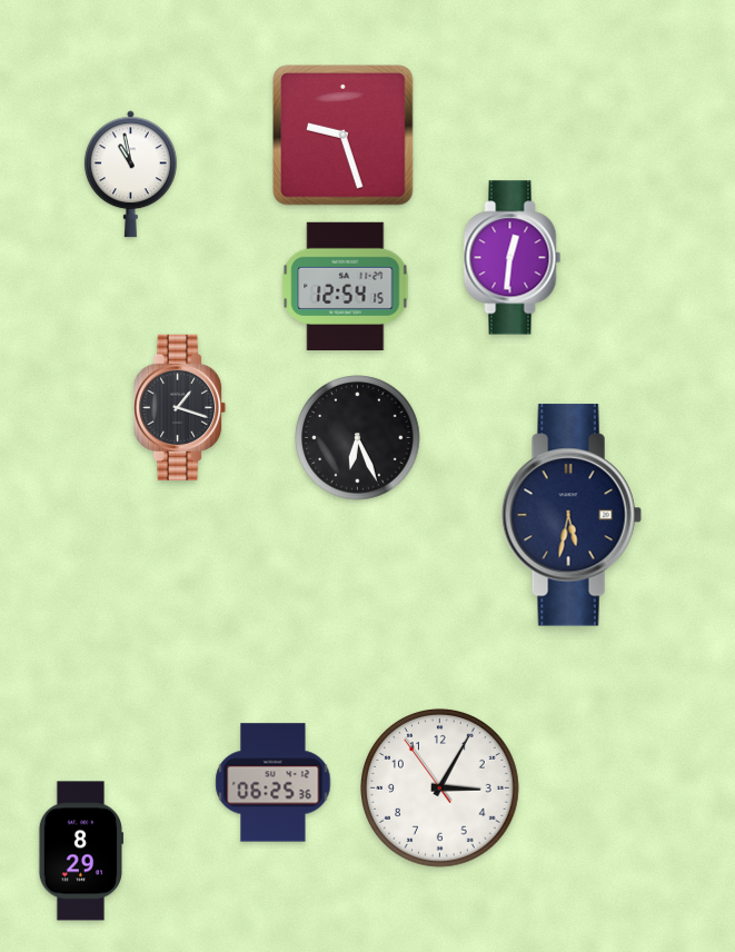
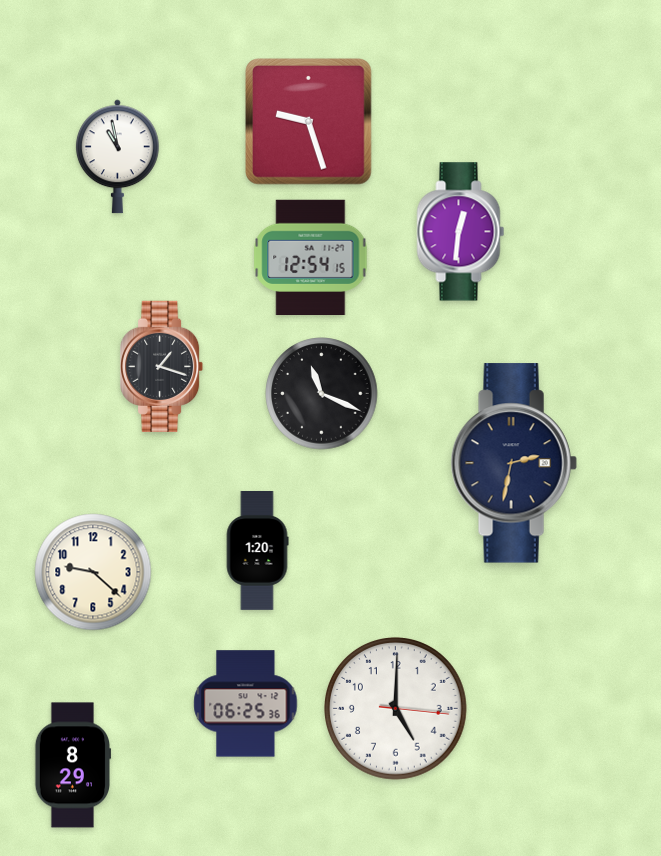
clock at (358, 438): 6:26 -> 11:19
clock at (572, 515): 5:32 -> 2:32
clock at (257, 551): none -> 1:20
clock at (93, 572): none -> 9:22
clock at (440, 789): 3:04 -> 5:00
